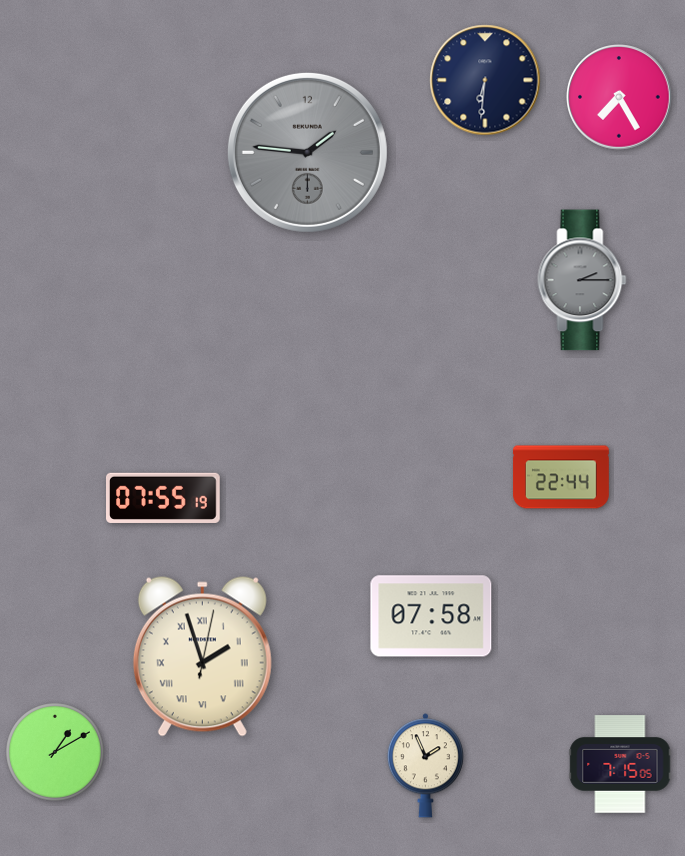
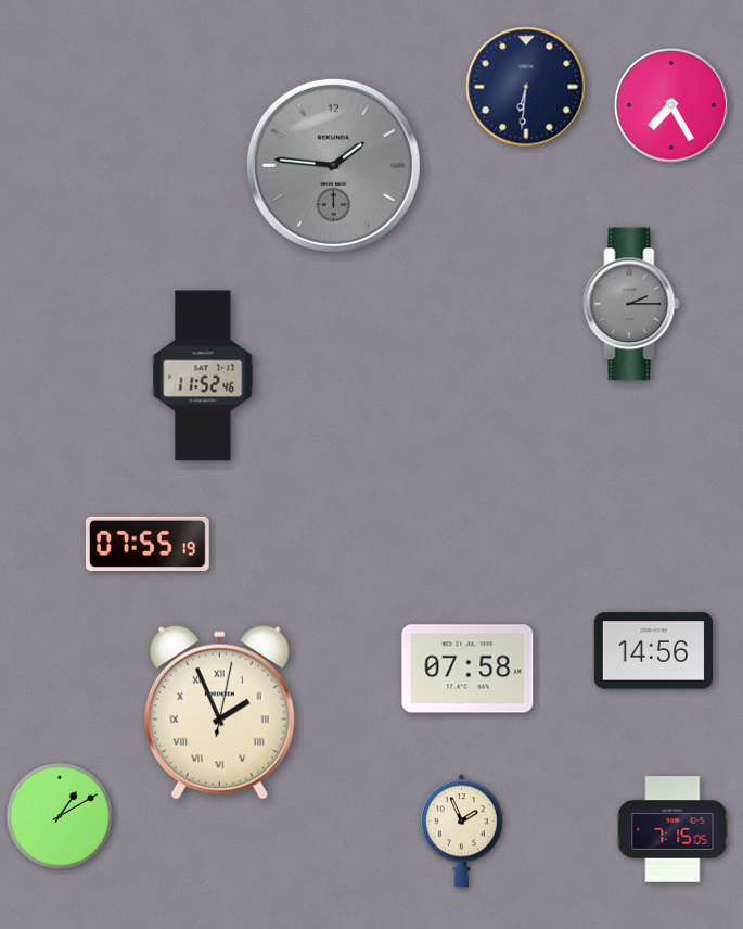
clock at (203, 376): none -> 11:52
clock at (561, 477): 22:44 -> none
clock at (164, 498) position: (164, 498) -> (149, 544)
clock at (654, 651): none -> 14:56
clock at (202, 657): 1:57 -> 1:56
